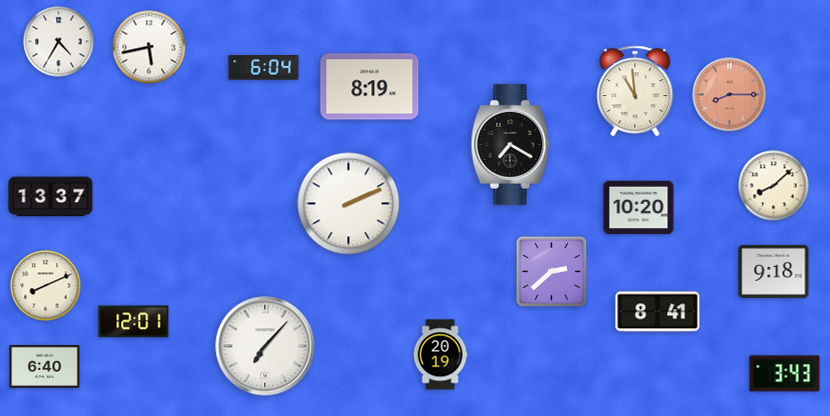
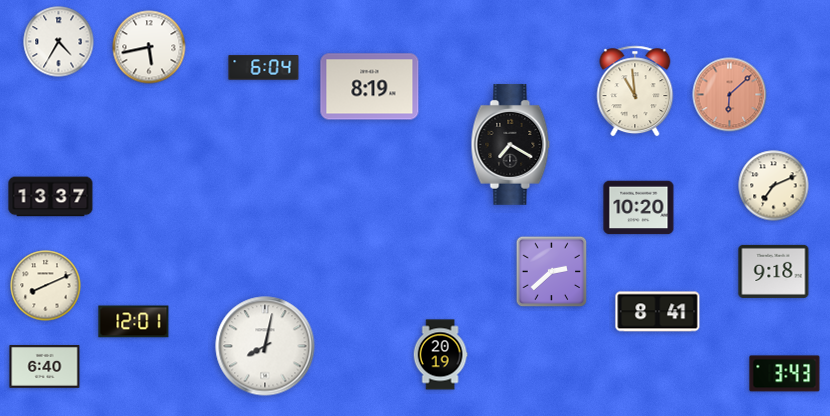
clock at (730, 95): 8:15 -> 6:08
clock at (774, 186): 8:08 -> 7:11
clock at (349, 204): 2:11 -> none
clock at (265, 346): 7:07 -> 8:02
